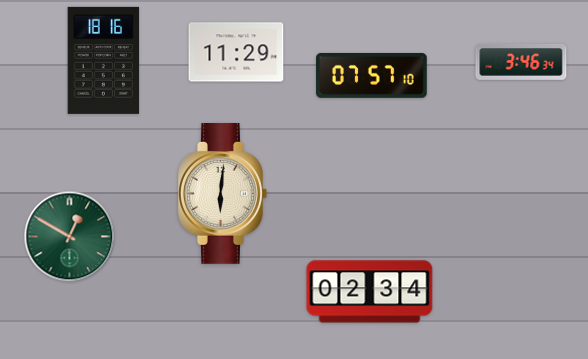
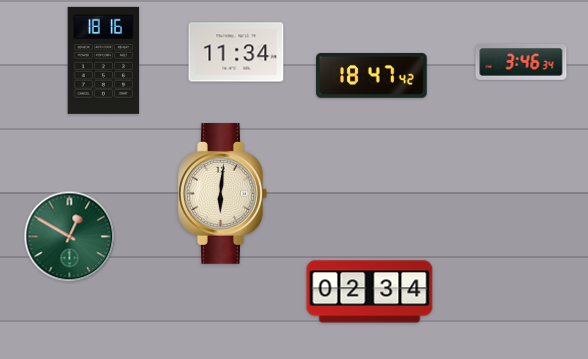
clock at (236, 52): 11:29 -> 11:34
clock at (372, 76): 07:57 -> 18:47
